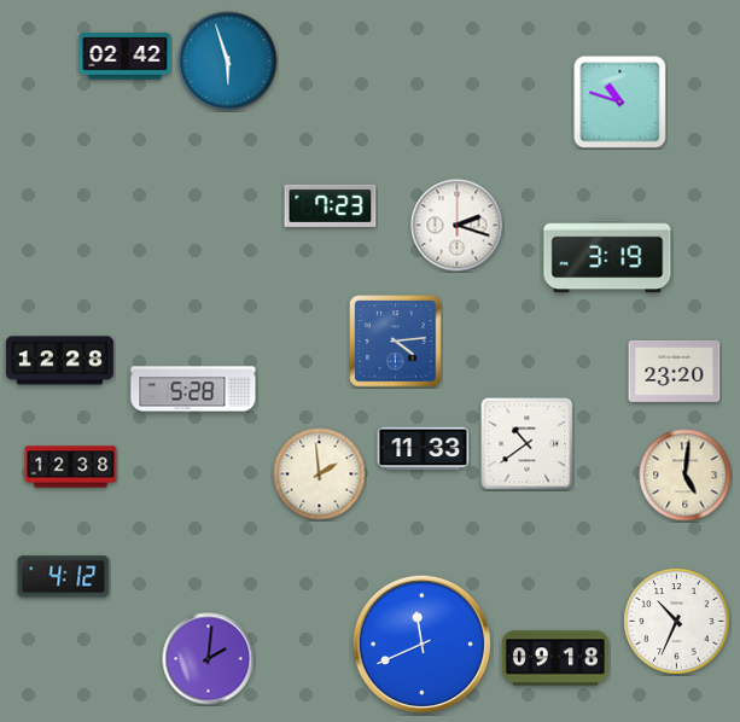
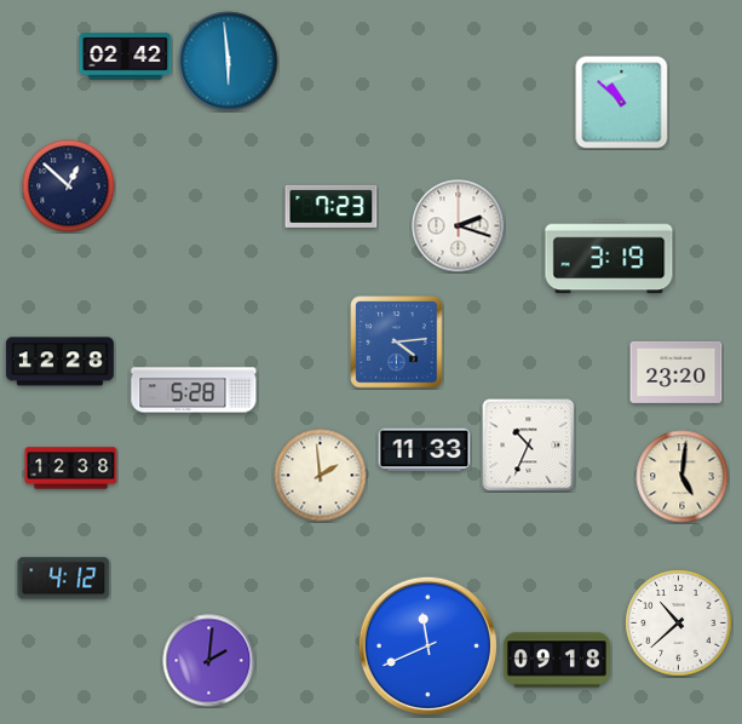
clock at (228, 62): 5:57 -> 5:59
clock at (620, 103): 10:48 -> 10:52
clock at (69, 186): none -> 12:52
clock at (528, 444): 10:39 -> 10:34
clock at (686, 476) position: (686, 476) -> (683, 477)
clock at (677, 622): 10:34 -> 10:38
clock at (421, 644) position: (421, 644) -> (427, 645)
